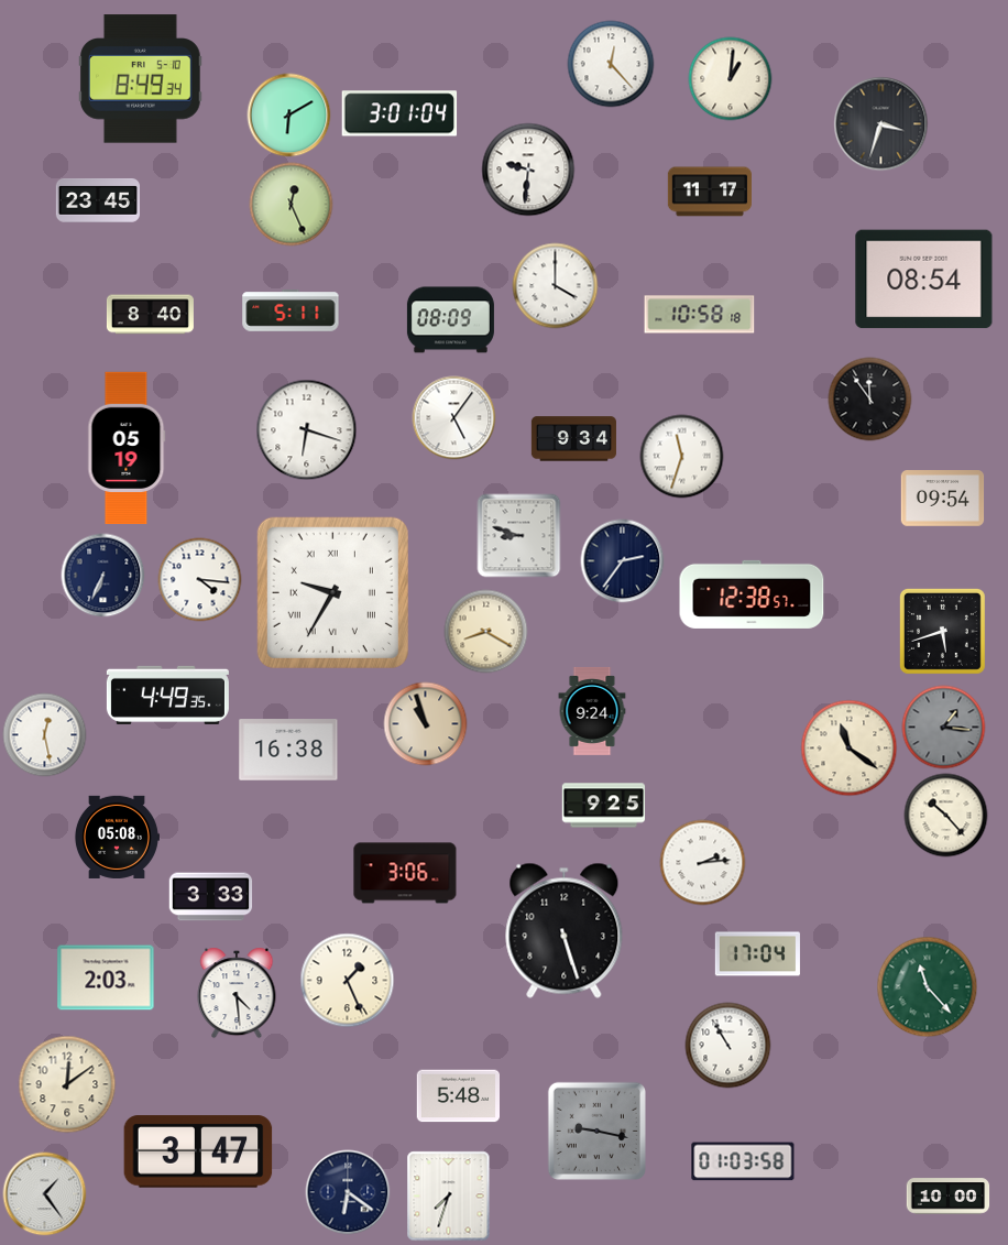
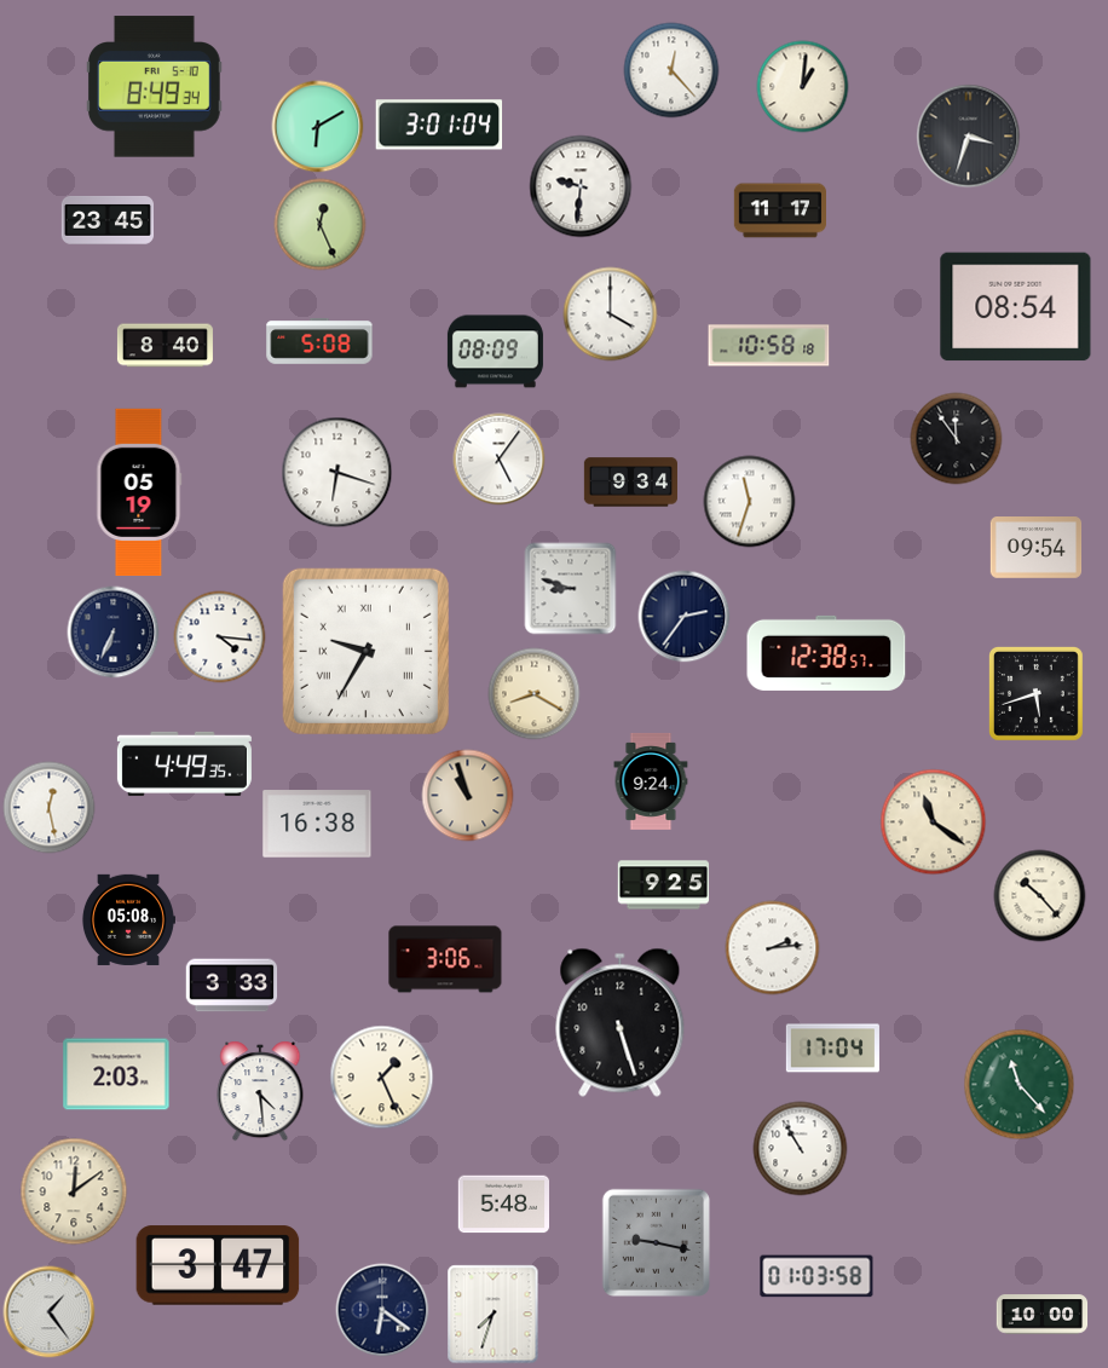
clock at (291, 310): 5:11 -> 5:08
clock at (944, 728): 1:16 -> none
